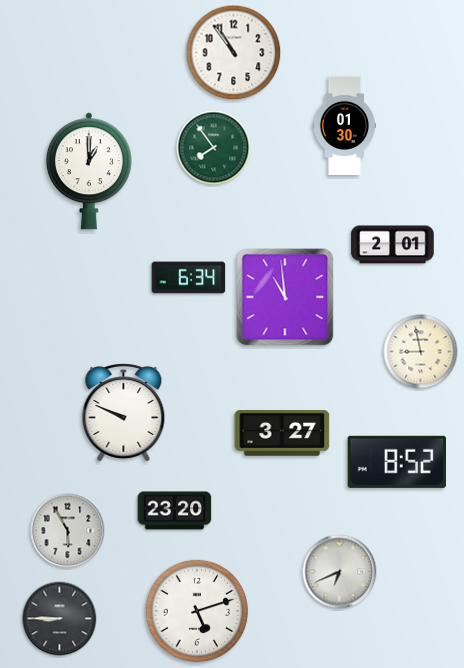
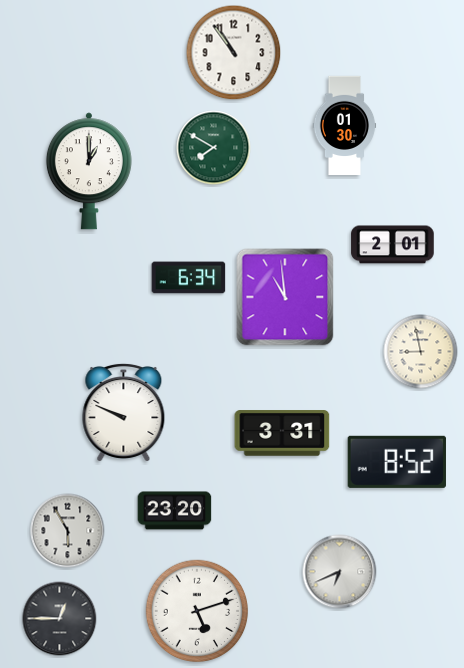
clock at (214, 148): 7:54 -> 7:50
clock at (282, 433): 3:27 -> 3:31
clock at (60, 619): 8:45 -> 12:45
